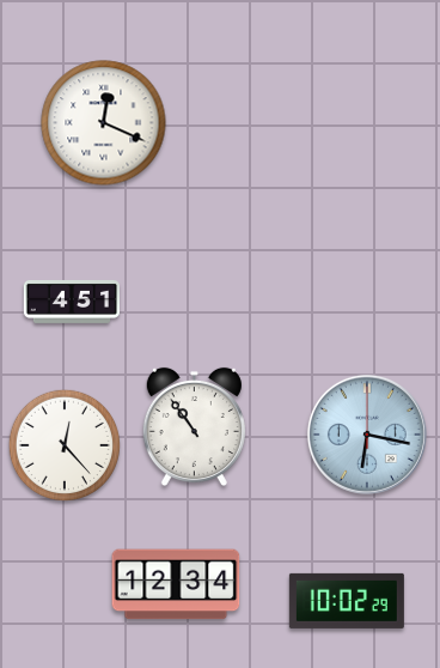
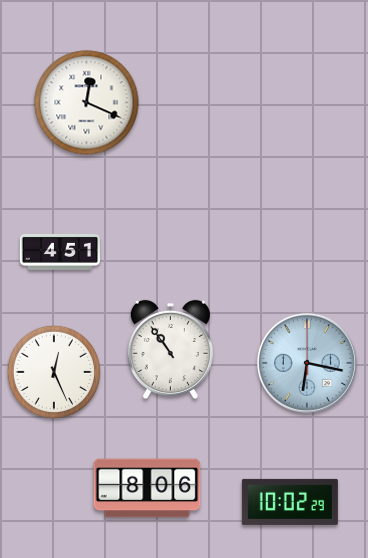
clock at (194, 427) position: (194, 427) -> (170, 350)
clock at (63, 444): 12:23 -> 12:26
clock at (176, 584): 12:34 -> 8:06
